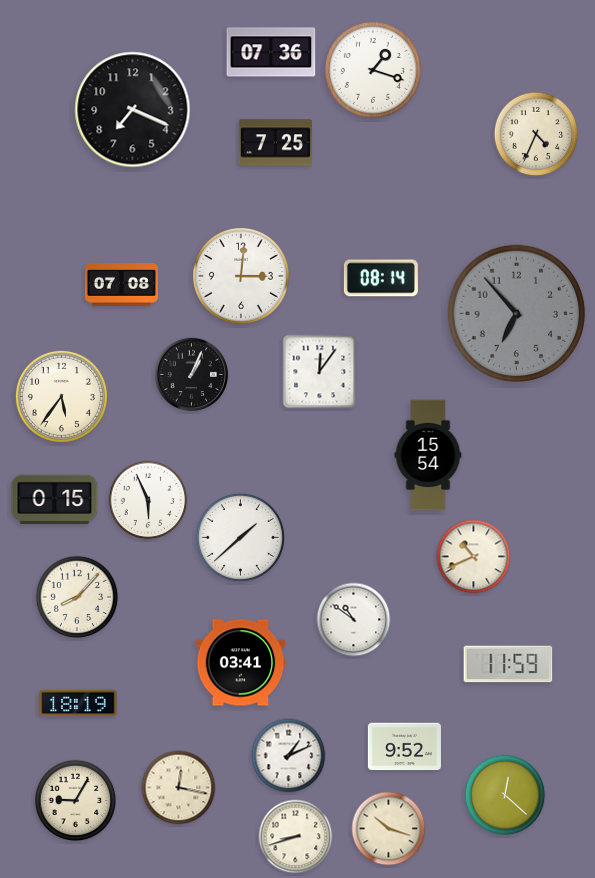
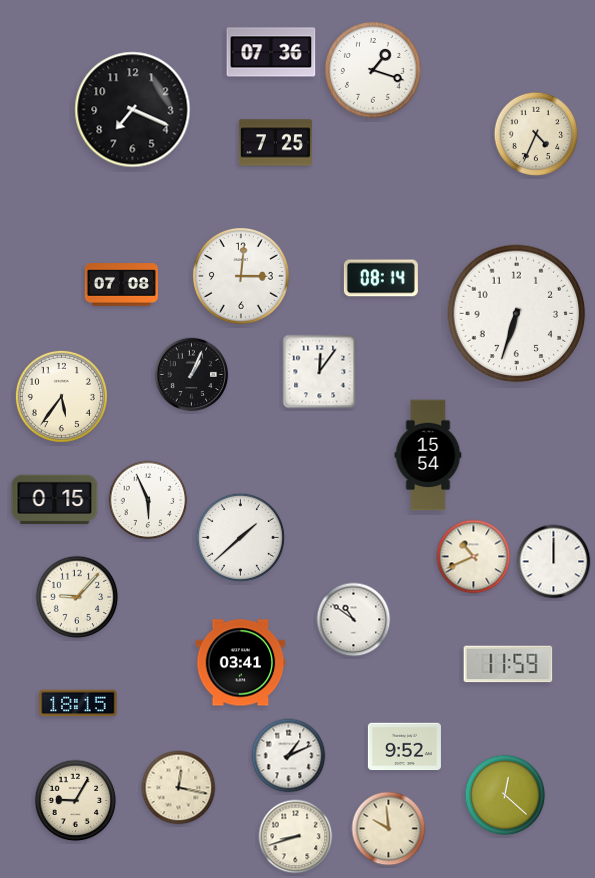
clock at (517, 314): 6:53 -> 6:33
clock at (517, 314) dial: grey -> white
clock at (554, 562): none -> 12:00
clock at (77, 597): 8:07 -> 9:07
clock at (78, 703): 18:19 -> 18:15
clock at (389, 829): 10:18 -> 9:59
